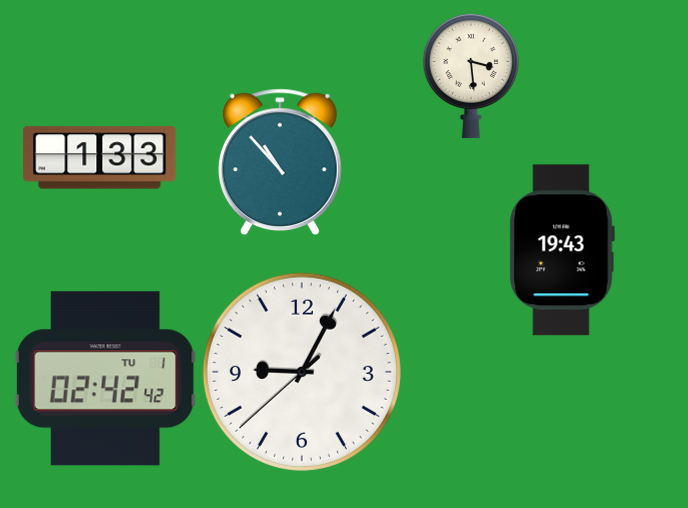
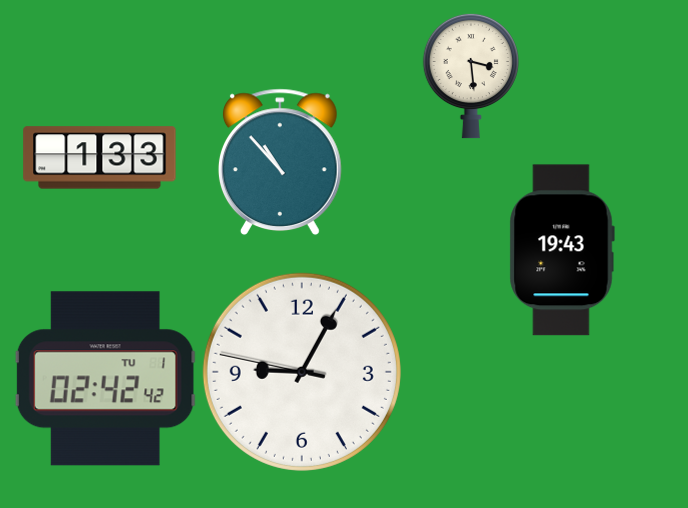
clock at (302, 372): 9:04:38 -> 9:04:47
